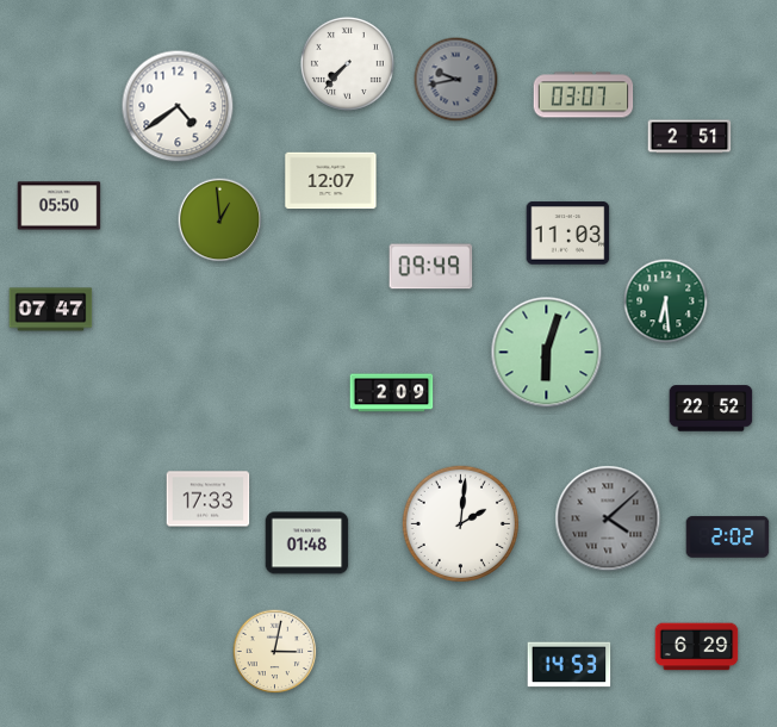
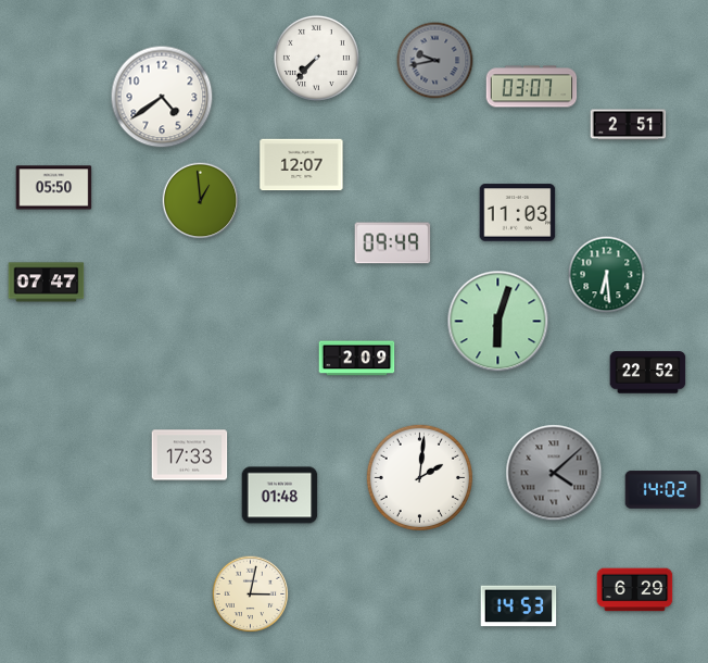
clock at (456, 80) position: (456, 80) -> (435, 61)
clock at (728, 538): 2:02 -> 14:02
